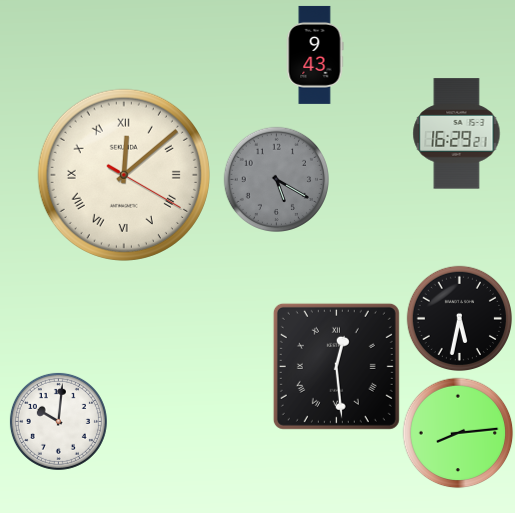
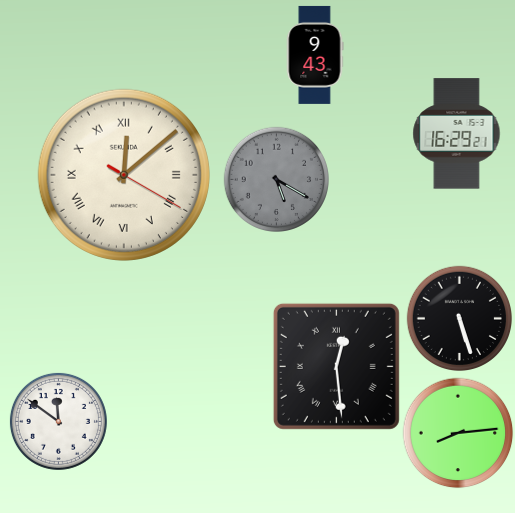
clock at (459, 318): 5:32 -> 5:27
clock at (58, 421): 10:01 -> 11:51
